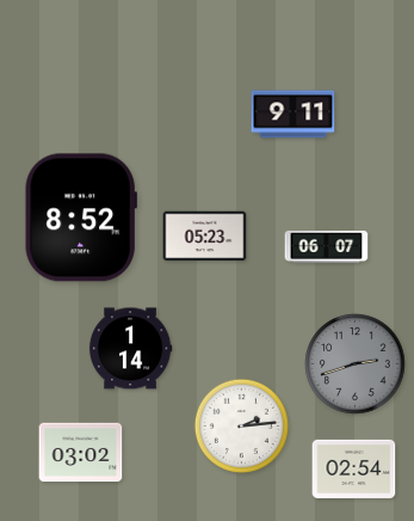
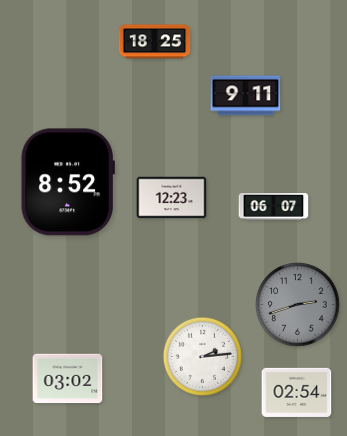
clock at (155, 42): none -> 18:25
clock at (205, 237): 05:23 -> 12:23
clock at (130, 349): 1:14 -> none
